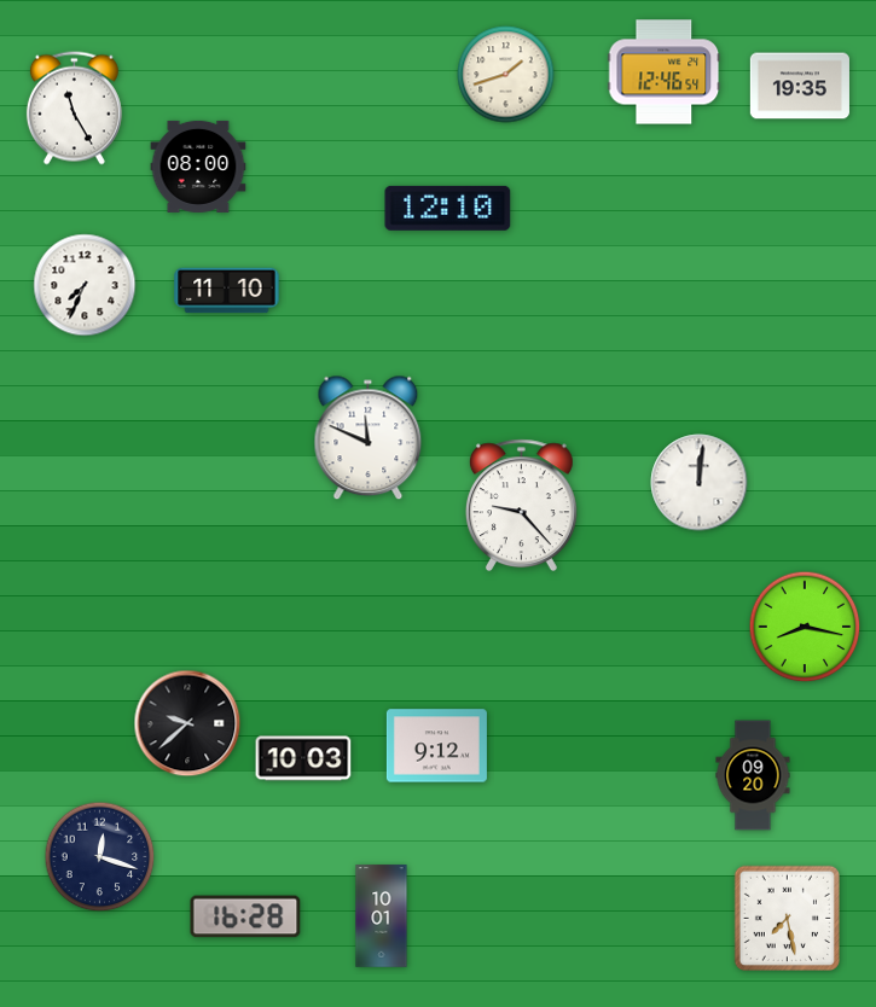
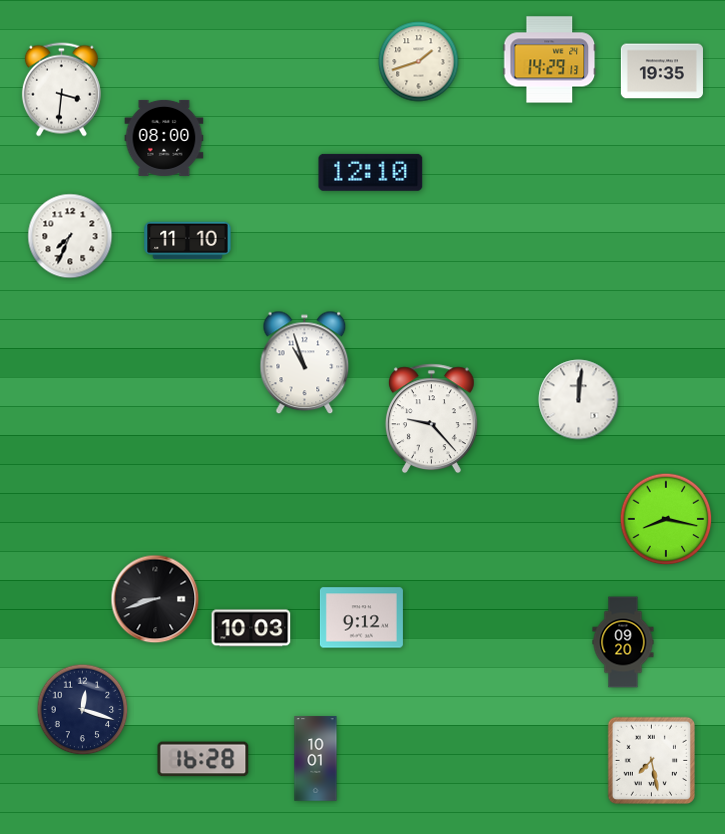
clock at (665, 72): 12:46 -> 14:29
clock at (74, 109): 11:25 -> 3:31
clock at (369, 438): 11:49 -> 10:57
clock at (187, 723): 9:38 -> 8:42
